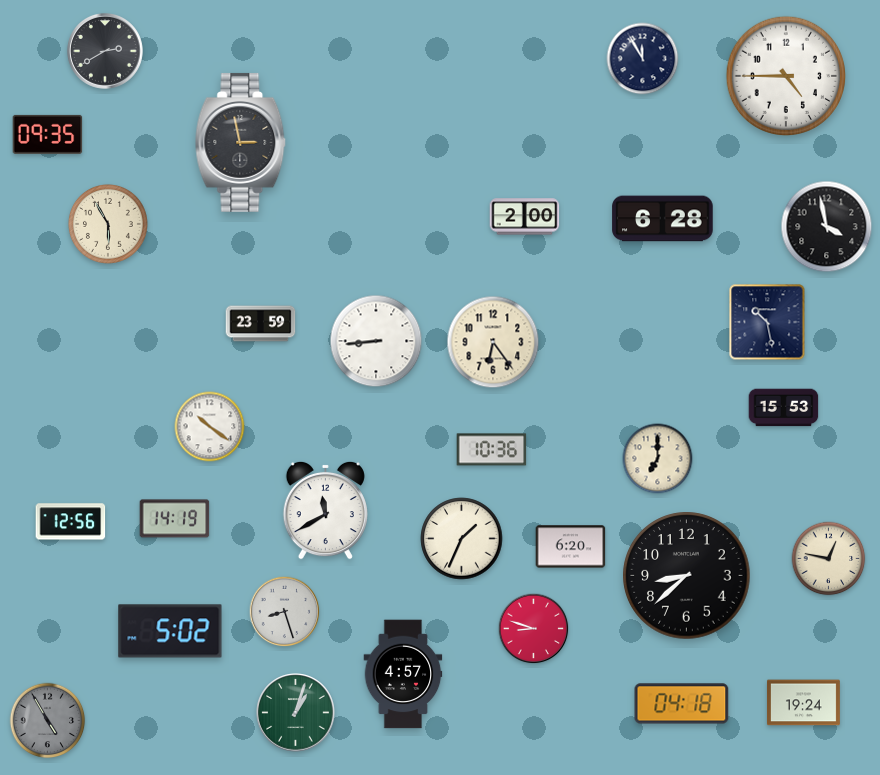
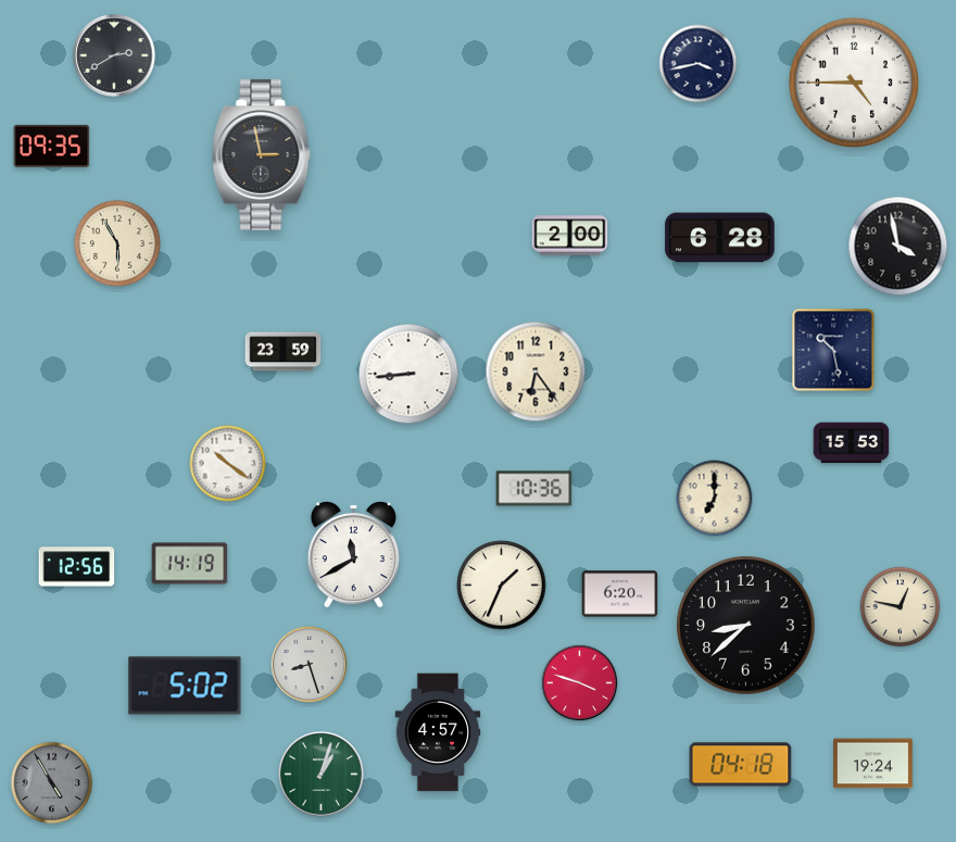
clock at (643, 59): 11:55 -> 3:43
clock at (376, 341) position: (376, 341) -> (408, 374)
clock at (534, 629): 8:48 -> 3:48
